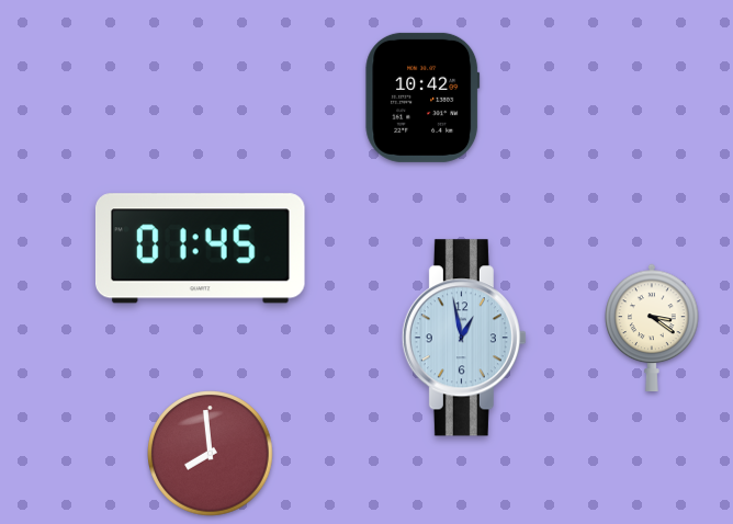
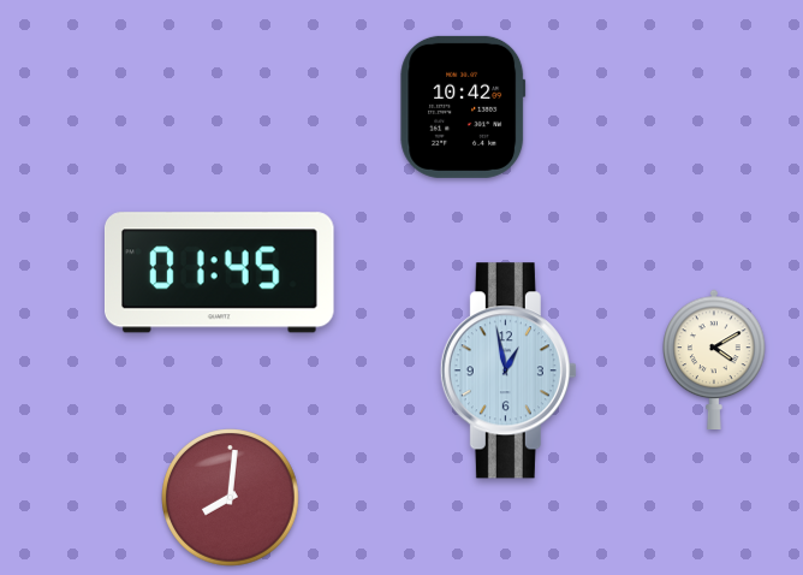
clock at (652, 327): 3:21 -> 4:10
clock at (211, 454): 7:59 -> 8:01
